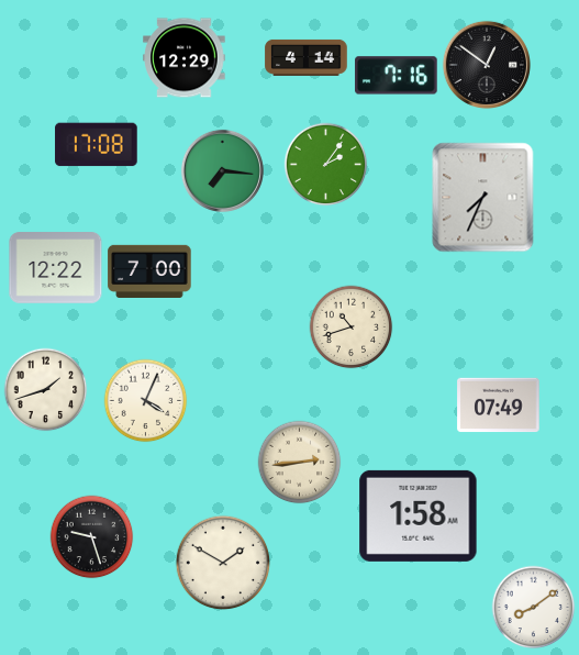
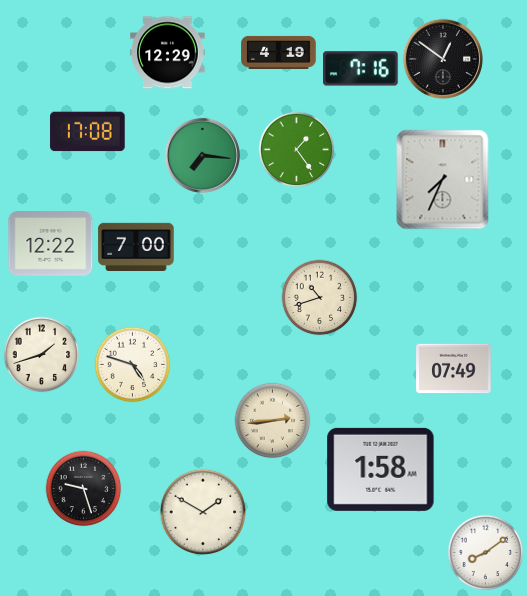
clock at (307, 57): 4:14 -> 4:19
clock at (326, 165): 2:06 -> 1:24
clock at (483, 198) position: (483, 198) -> (443, 180)
clock at (146, 401): 4:04 -> 4:48
